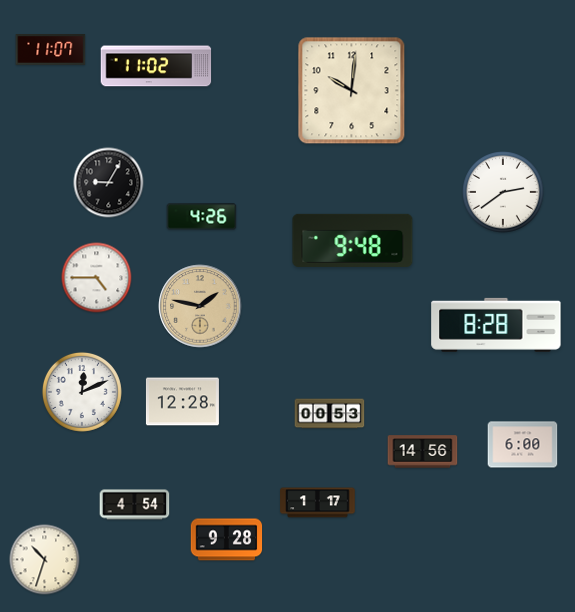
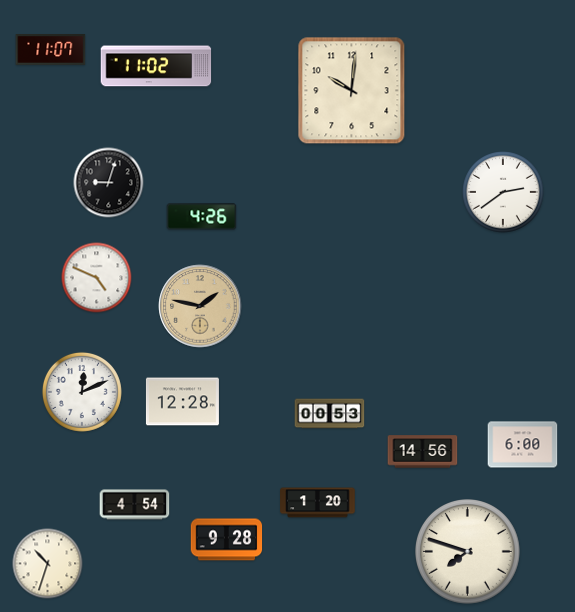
clock at (109, 183): 9:05 -> 9:03
clock at (353, 240): 9:48 -> none
clock at (97, 278): 4:45 -> 4:49
clock at (496, 325): 8:28 -> none
clock at (318, 503): 1:17 -> 1:20
clock at (468, 552): none -> 7:48
clock at (45, 560) position: (45, 560) -> (48, 564)
